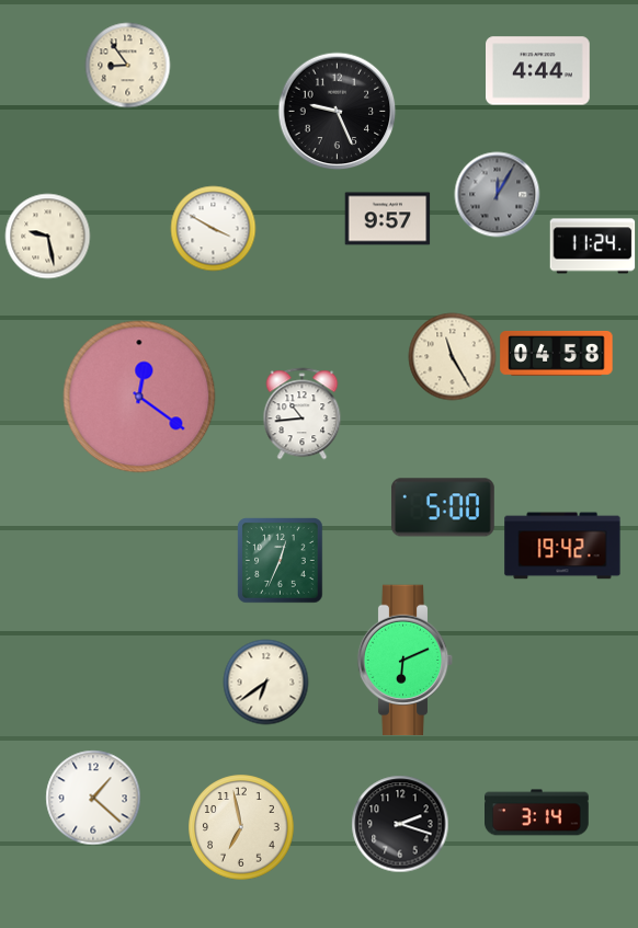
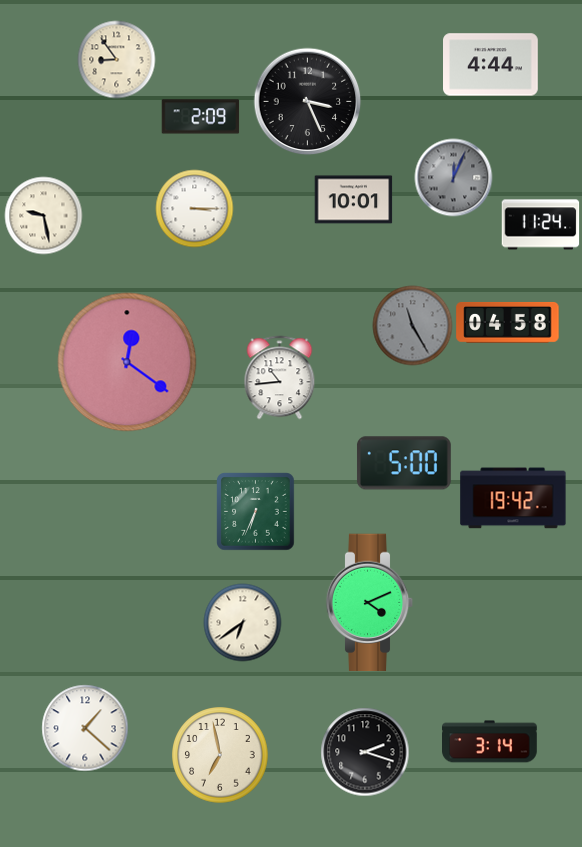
clock at (337, 111): 9:26 -> 3:26
clock at (200, 117): none -> 2:09
clock at (497, 194): 12:05 -> 12:04
clock at (387, 219): 9:57 -> 10:01
clock at (213, 228): 3:50 -> 3:15
clock at (452, 356) dial: cream -> grey
clock at (303, 413) position: (303, 413) -> (280, 377)
clock at (280, 560): 12:34 -> 6:34
clock at (406, 661): 6:11 -> 4:11
